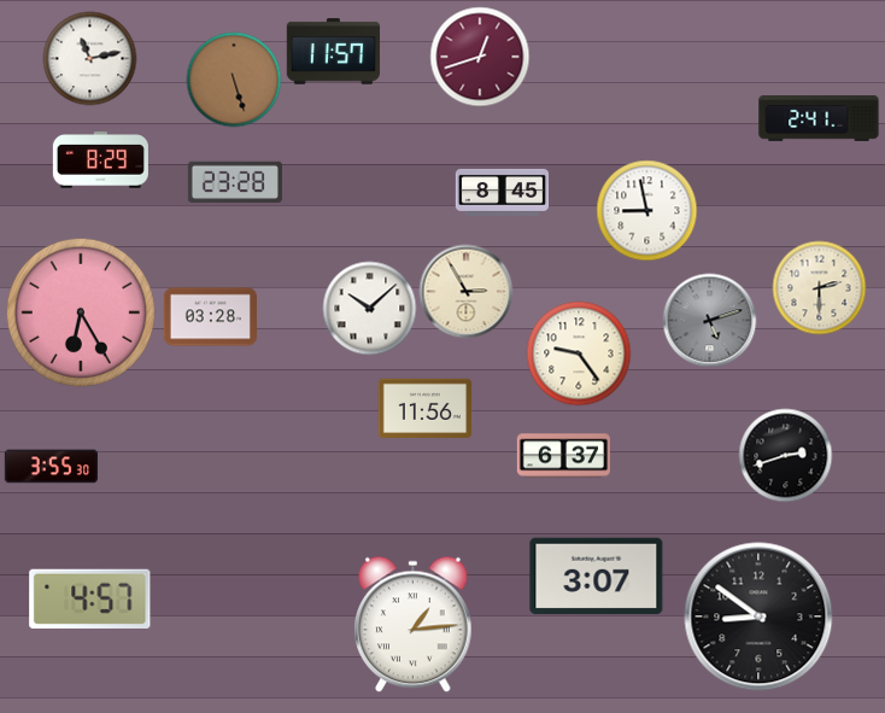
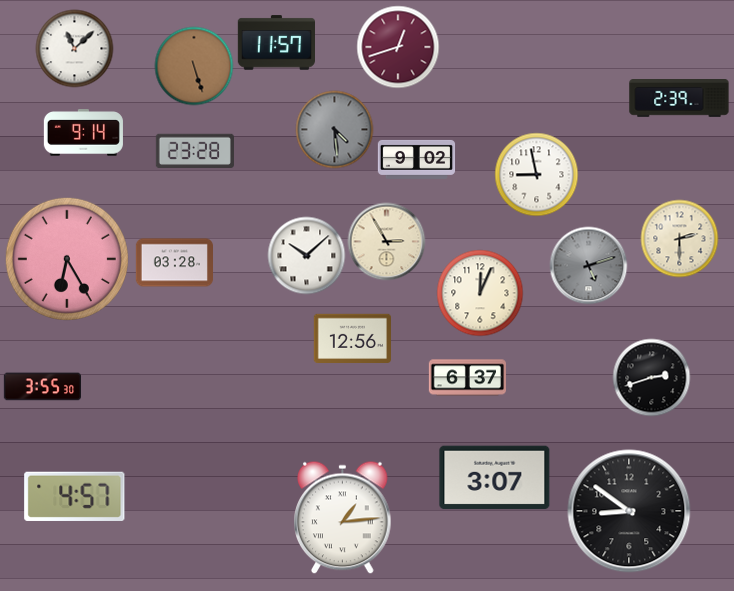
clock at (89, 58): 11:13 -> 11:08
clock at (819, 119): 2:41 -> 2:39
clock at (334, 129): none -> 4:29
clock at (100, 160): 8:29 -> 9:14
clock at (502, 192): 8:45 -> 9:02
clock at (579, 353): 9:24 -> 12:04
clock at (424, 409): 11:56 -> 12:56
